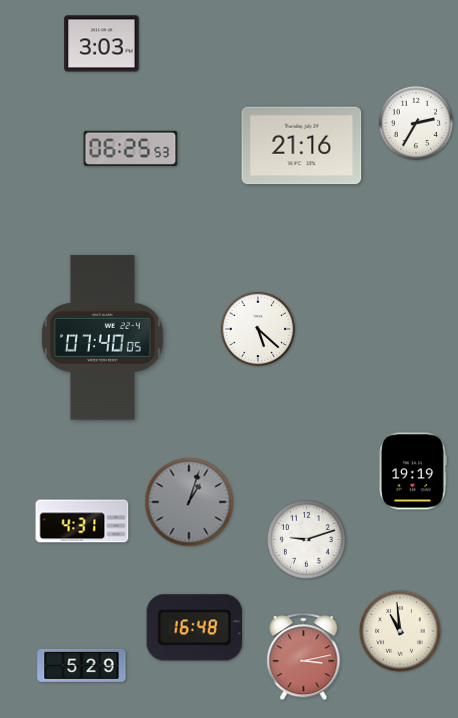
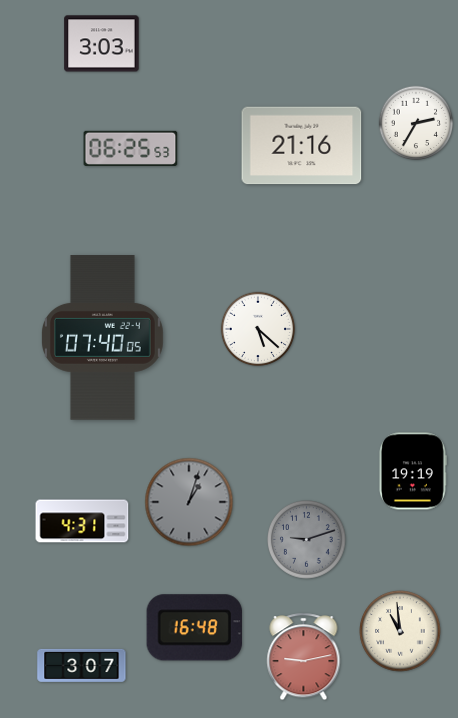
clock at (307, 540) dial: white -> grey
clock at (304, 657): 3:13 -> 9:13
clock at (82, 665): 5:29 -> 3:07
